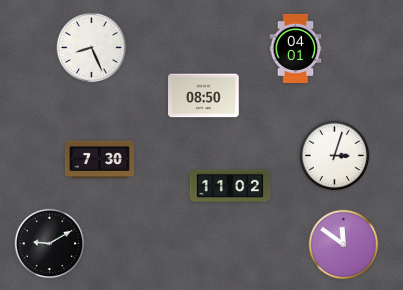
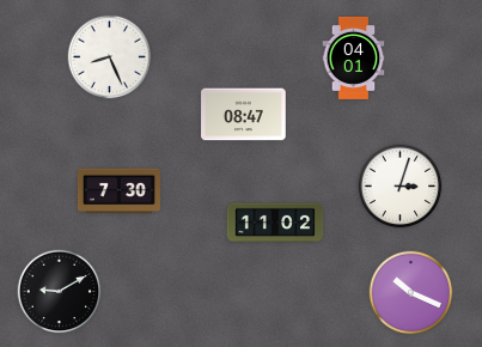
clock at (204, 96): 08:50 -> 08:47
clock at (344, 245): 11:51 -> 10:19
